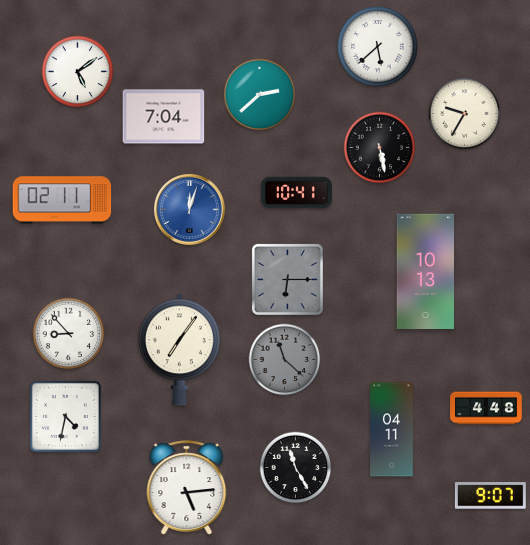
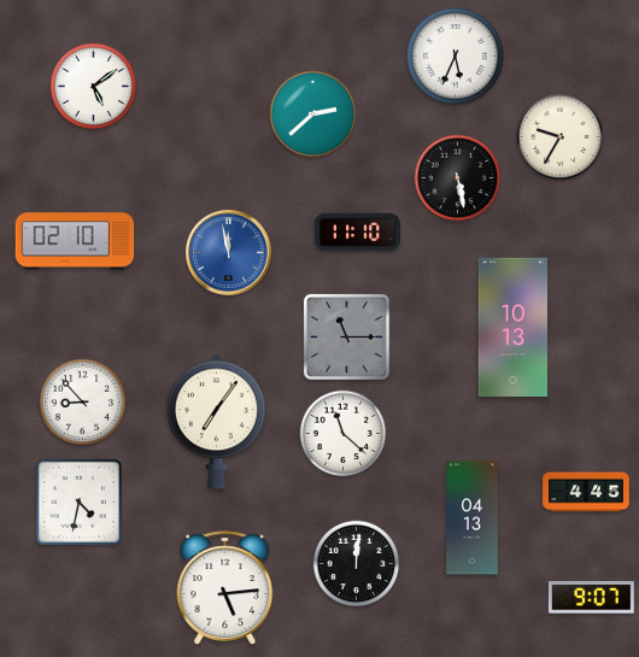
clock at (378, 47): 5:38 -> 5:34
clock at (164, 117): 7:04 -> none
clock at (297, 193): 10:41 -> 11:10
clock at (62, 200): 02:11 -> 02:10
clock at (189, 209): 12:03 -> 11:58
clock at (287, 279): 6:15 -> 11:15
clock at (285, 360) dial: grey -> white
clock at (486, 408): 4:48 -> 4:45
clock at (392, 430): 04:11 -> 04:13
clock at (296, 468): 11:25 -> 12:01
